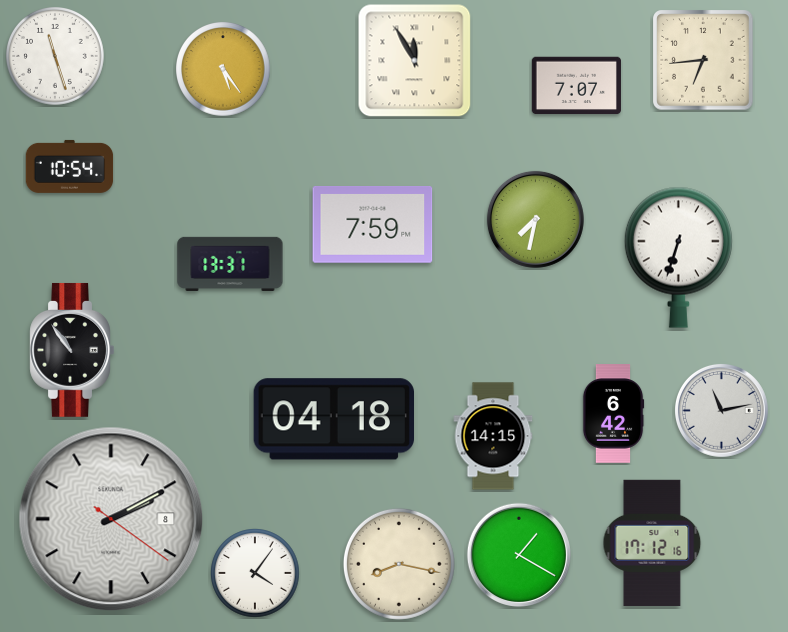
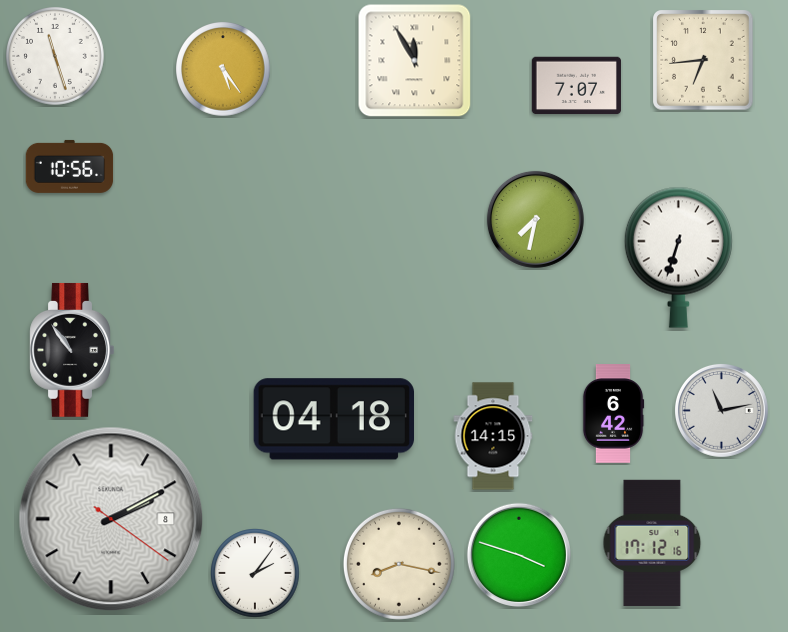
clock at (70, 166): 10:54 -> 10:56
clock at (373, 225): 7:59 -> none
clock at (230, 264): 13:31 -> none
clock at (519, 555): 1:20 -> 3:48
clock at (255, 573): 4:06 -> 2:06
